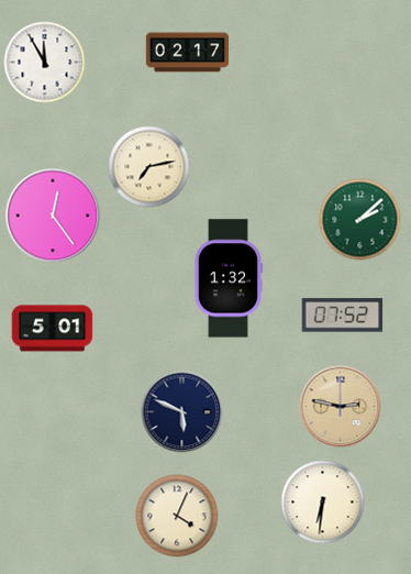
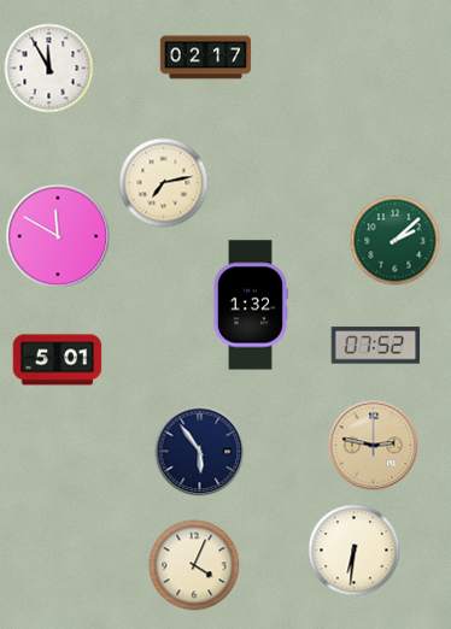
clock at (53, 216): 12:24 -> 11:50
clock at (182, 412): 5:49 -> 5:54
